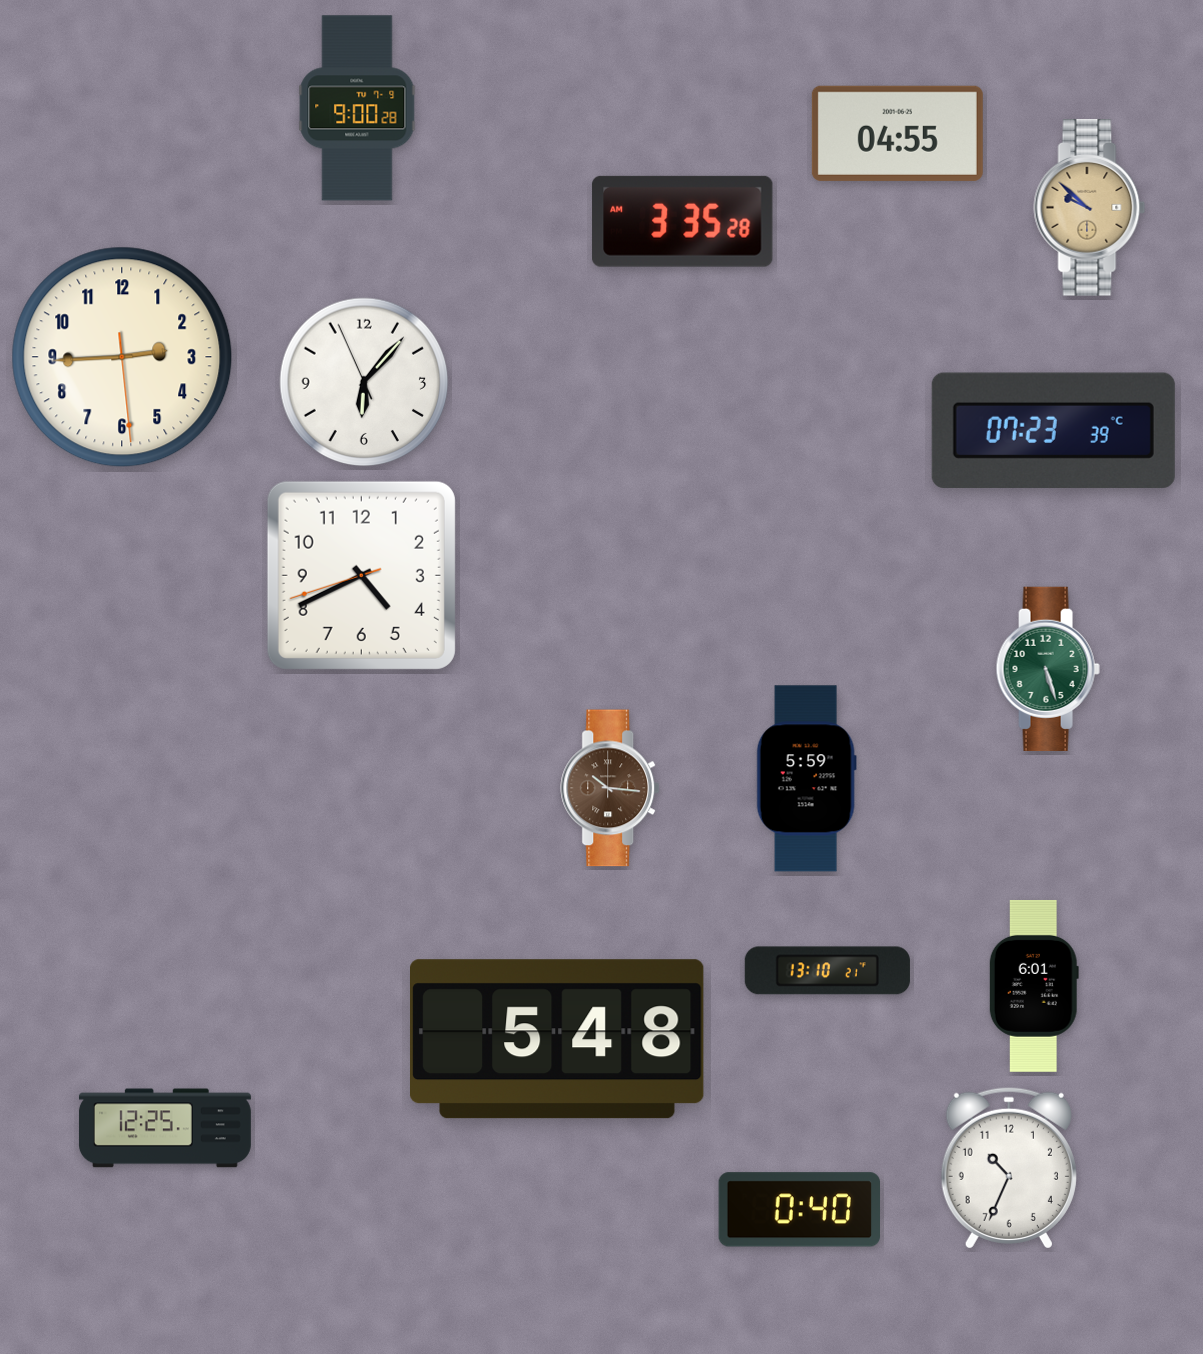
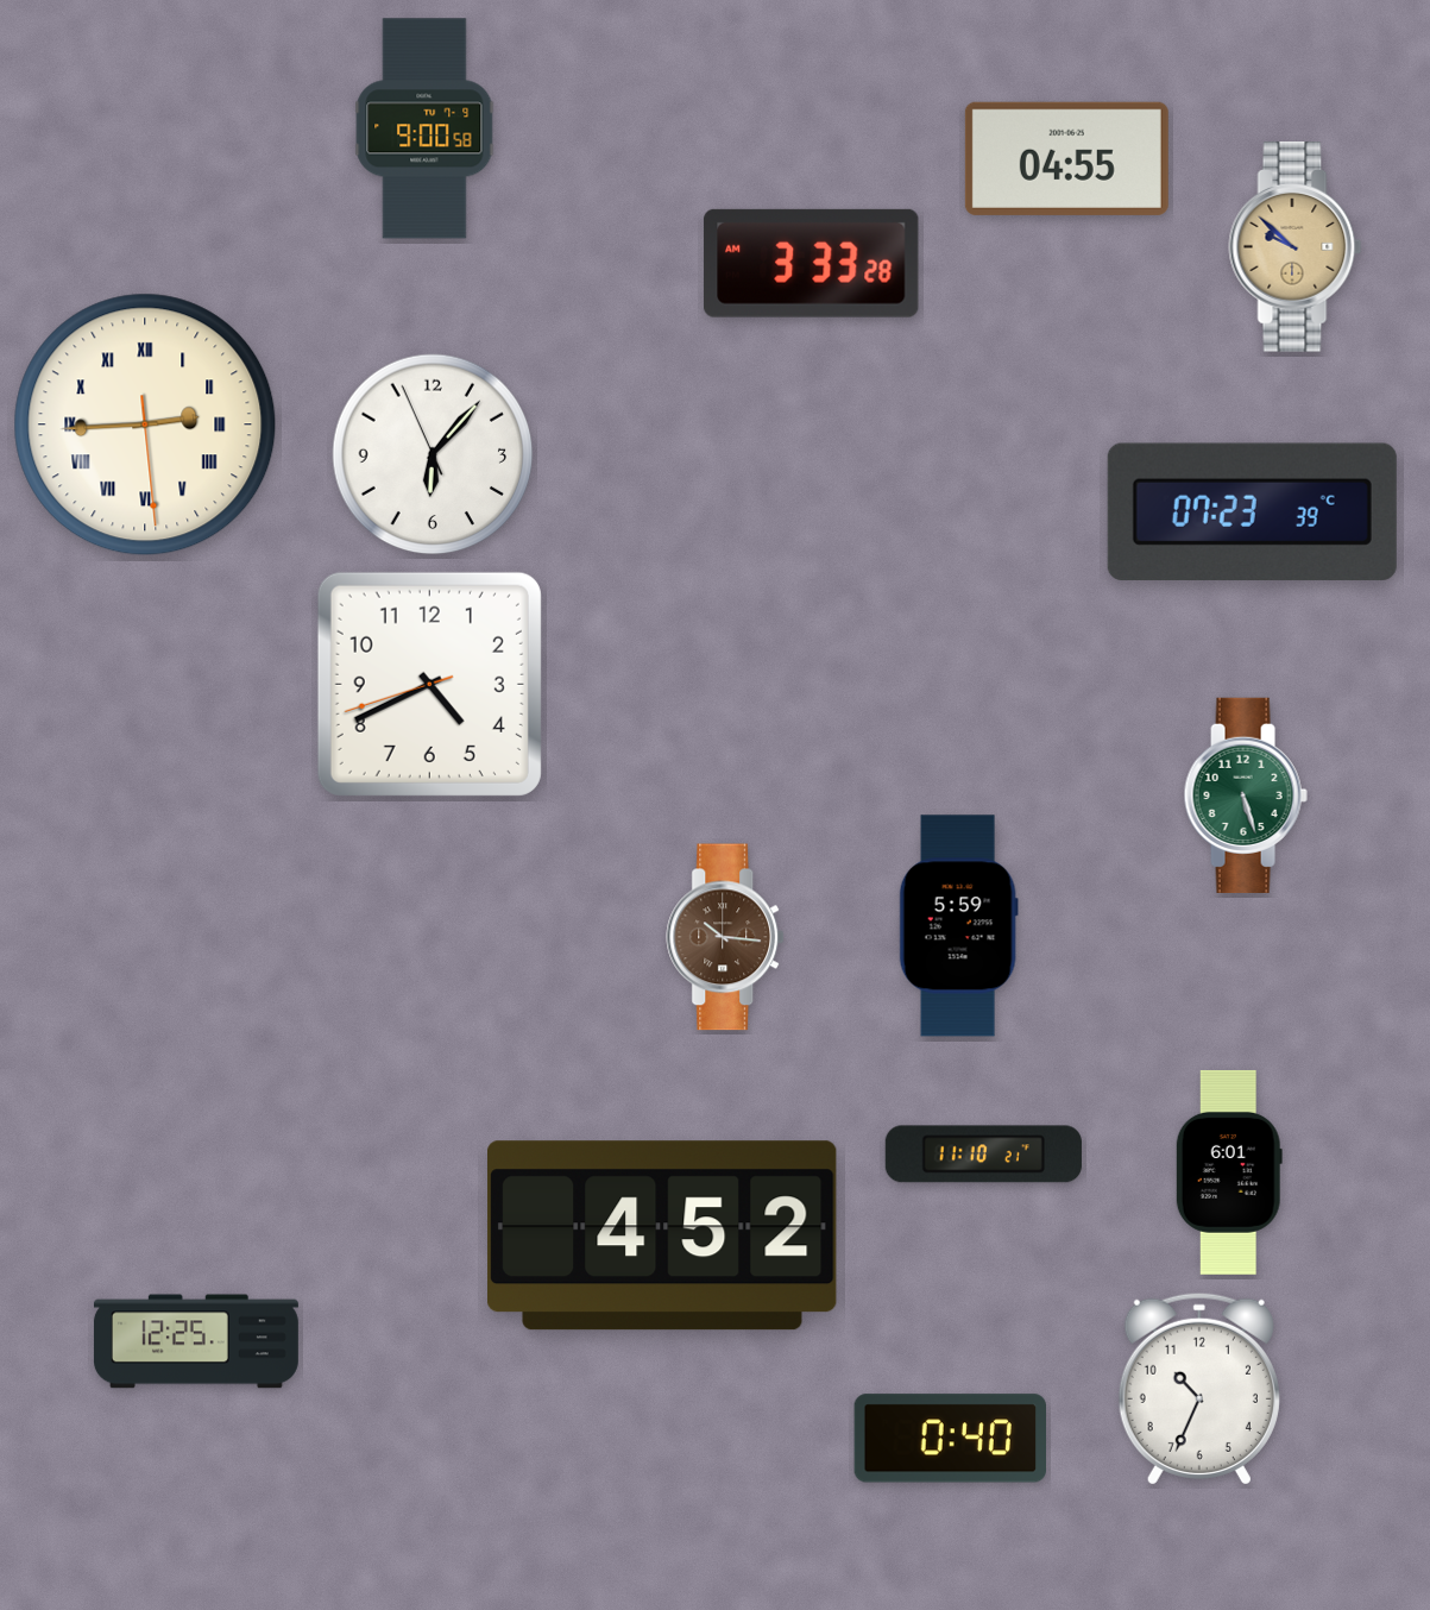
clock at (357, 108): 9:00:28 -> 9:00:58
clock at (683, 221): 3:35 -> 3:33
clock at (122, 357) numerals: Arabic -> Roman
clock at (827, 971): 13:10 -> 11:10
clock at (558, 1039): 5:48 -> 4:52
